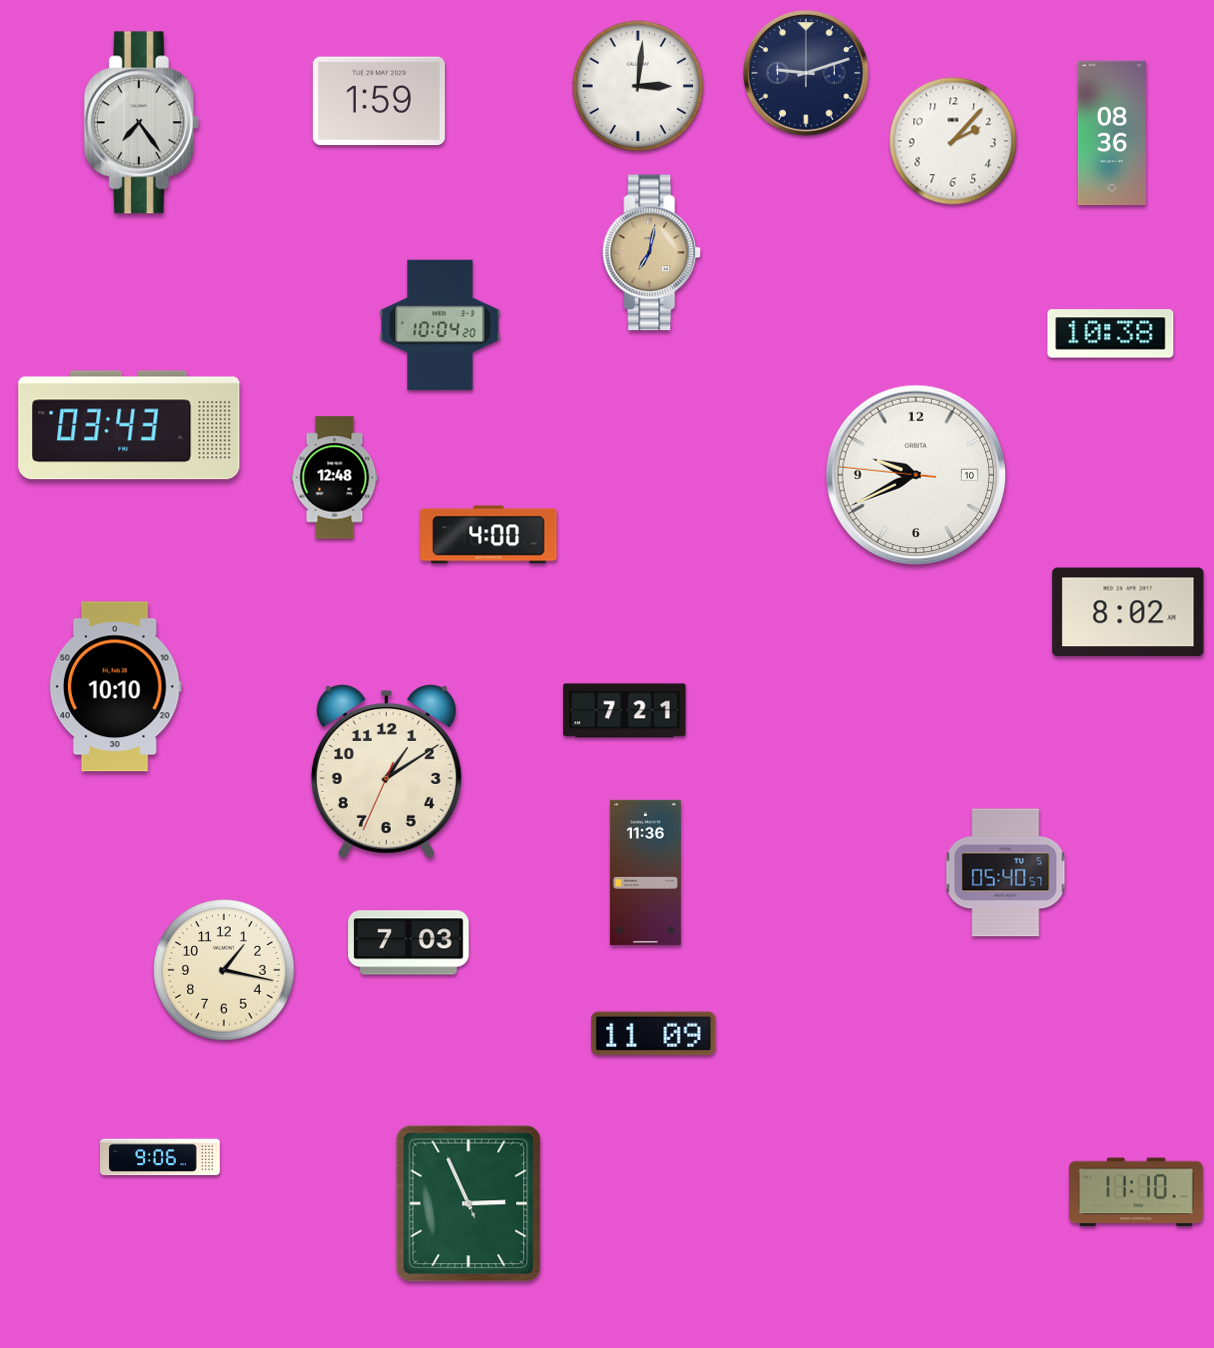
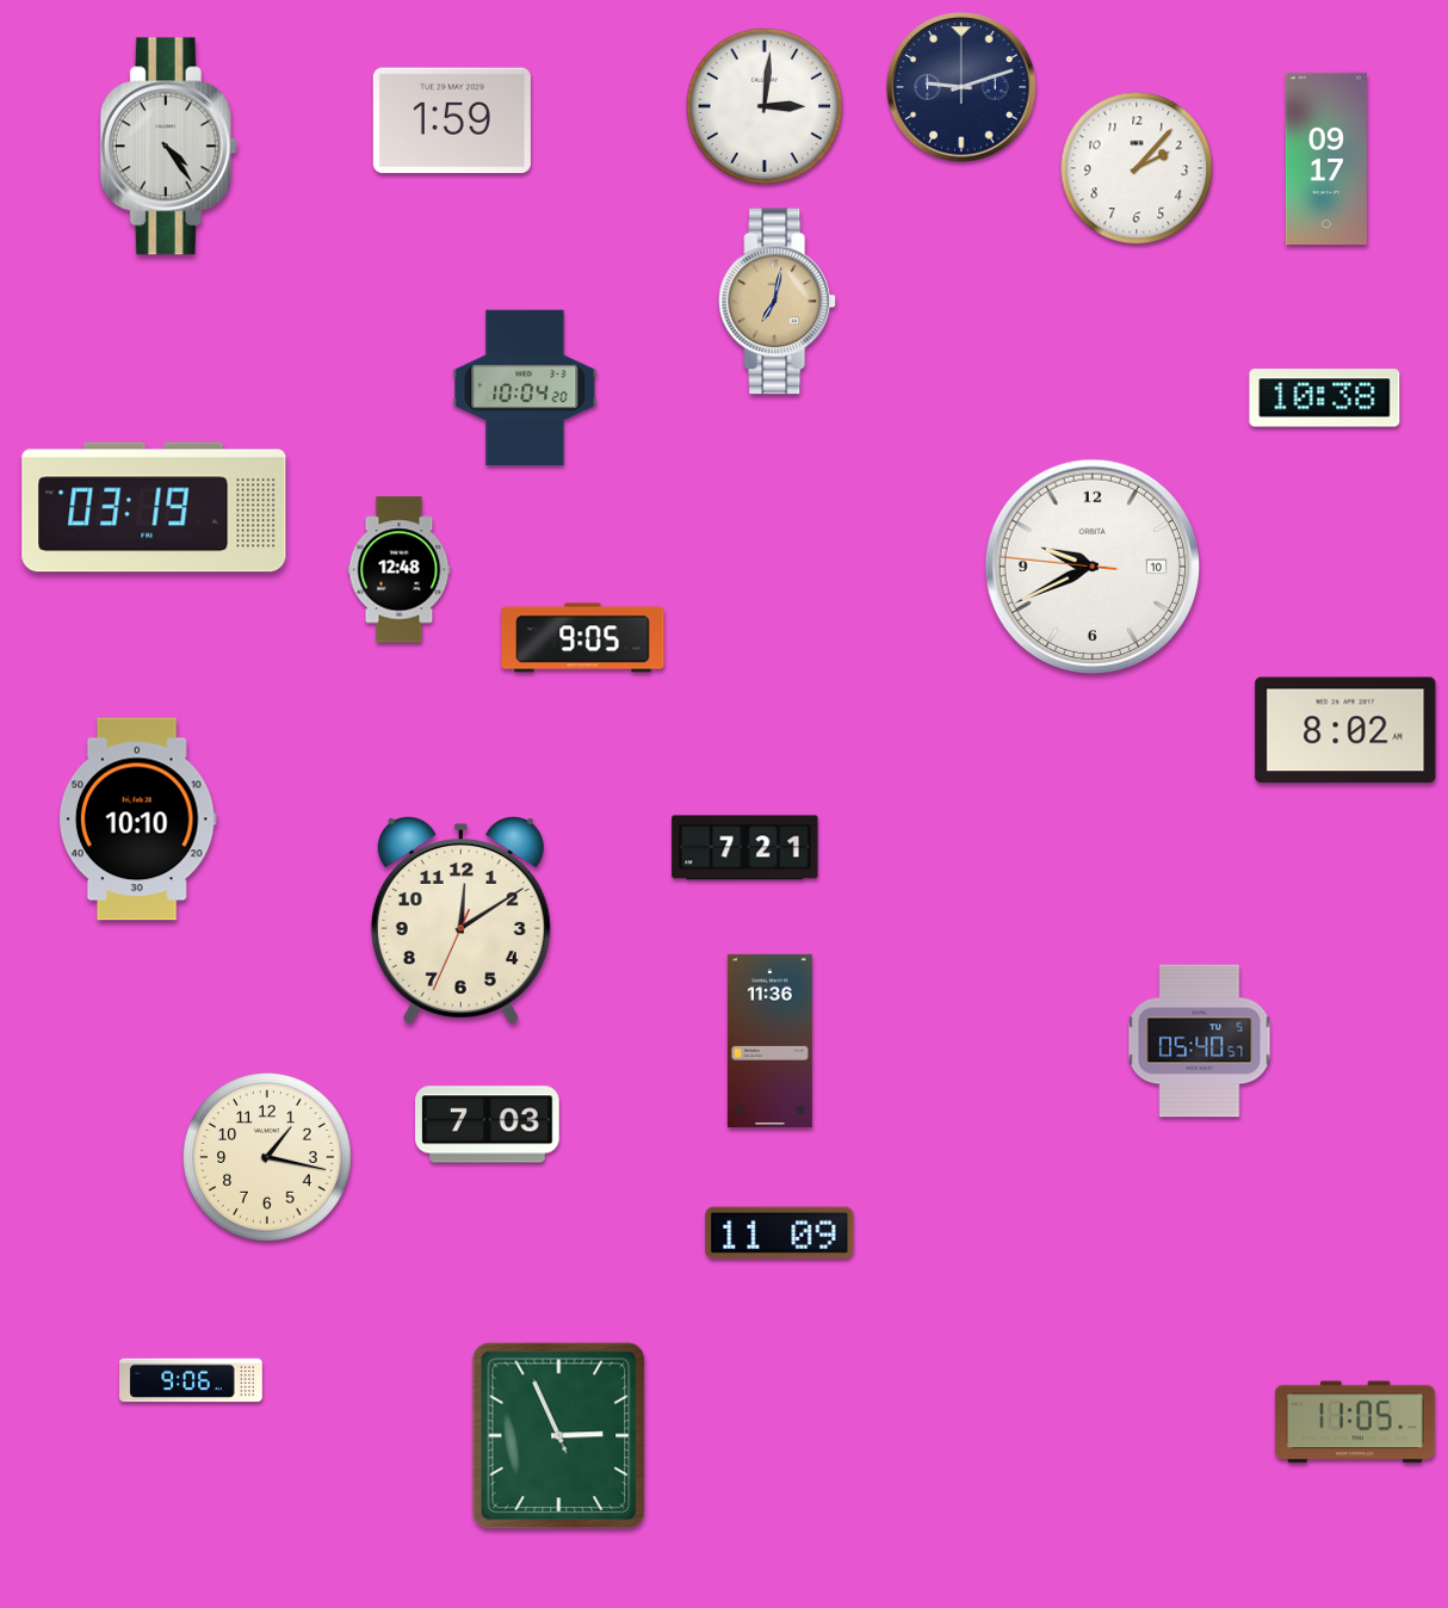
clock at (638, 86) position: (638, 86) -> (765, 106)
clock at (141, 123): 7:24 -> 4:24
clock at (1112, 133): 08:36 -> 09:17
clock at (129, 425): 03:43 -> 03:19
clock at (489, 535): 4:00 -> 9:05
clock at (386, 772): 1:09 -> 12:09
clock at (1136, 1192): 11:10 -> 11:05
